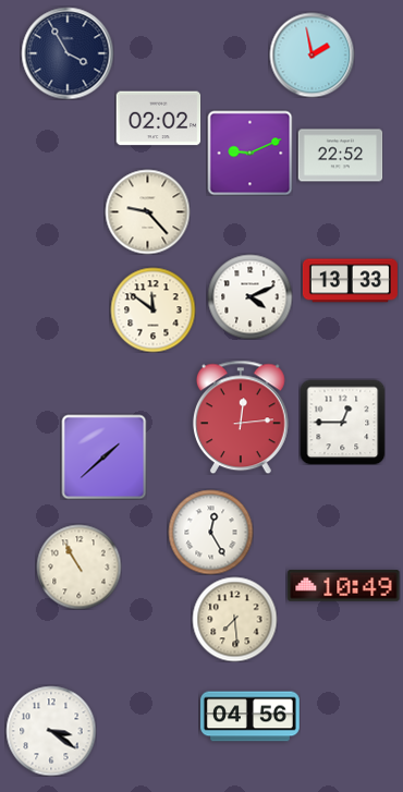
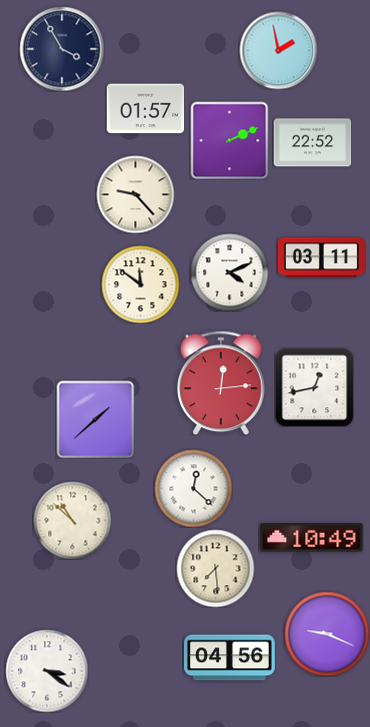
clock at (312, 54) position: (312, 54) -> (278, 50)
clock at (158, 119): 02:02 -> 01:57
clock at (249, 153): 9:11 -> 2:11
clock at (350, 281): 13:33 -> 03:11
clock at (342, 422): 12:45 -> 12:43
clock at (210, 532): 12:25 -> 12:22
clock at (78, 566): 10:55 -> 10:52
clock at (344, 586) position: (344, 586) -> (312, 538)
clock at (327, 634): none -> 9:19
